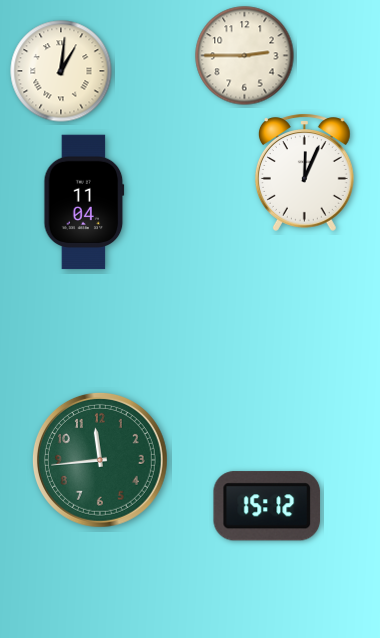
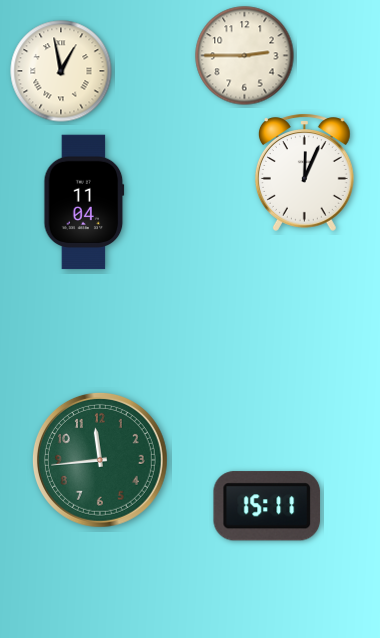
clock at (61, 71): 1:01 -> 12:58
clock at (267, 506): 15:12 -> 15:11
